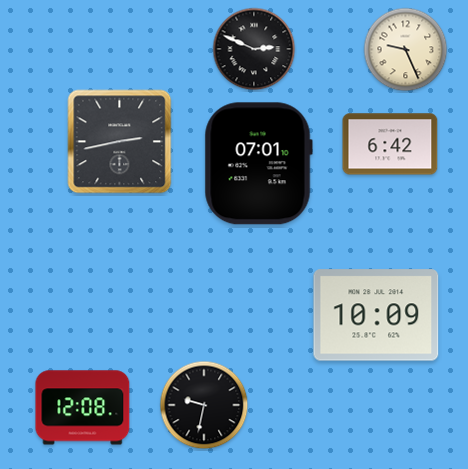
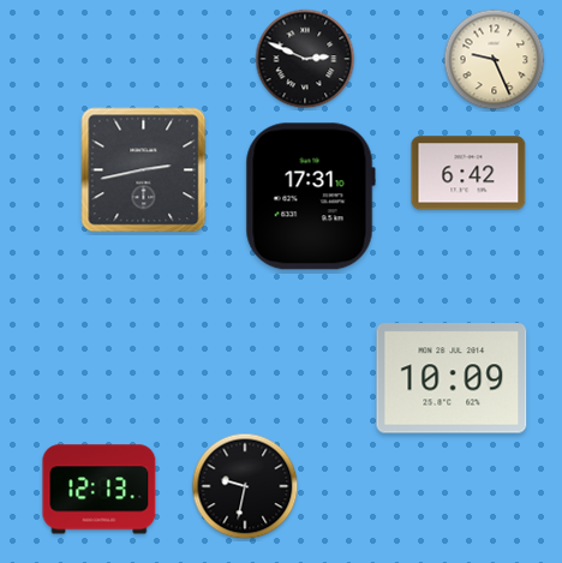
clock at (406, 50) position: (406, 50) -> (495, 60)
clock at (258, 164): 07:01 -> 17:31
clock at (83, 408): 12:08 -> 12:13
